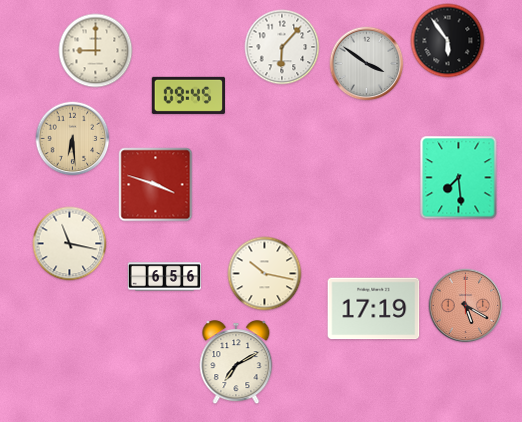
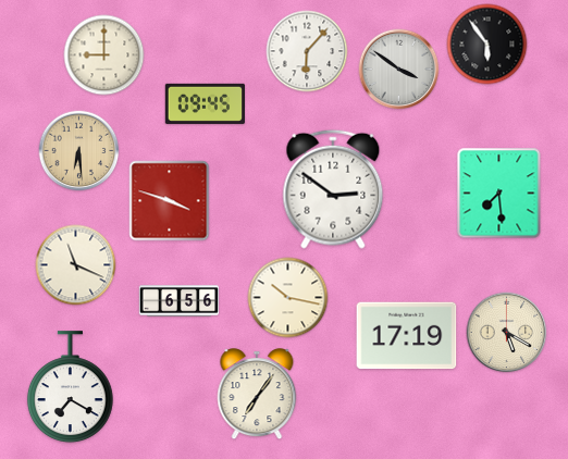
clock at (333, 189): none -> 2:51
clock at (70, 244): 11:17 -> 11:19
clock at (466, 306) dial: salmon -> cream
clock at (70, 387): none -> 7:20
clock at (236, 363): 7:10 -> 7:06
